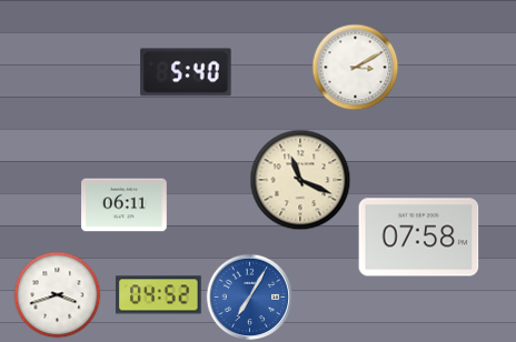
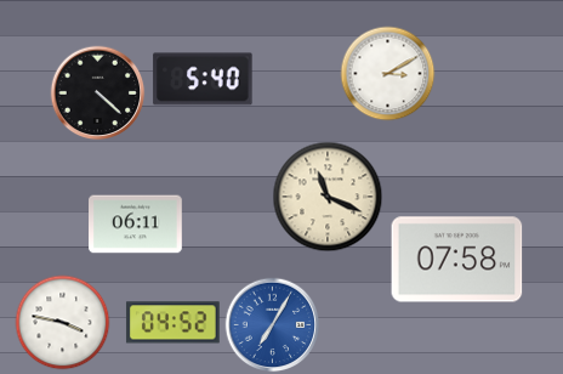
clock at (97, 92): none -> 4:22
clock at (57, 294): 3:42 -> 3:47
